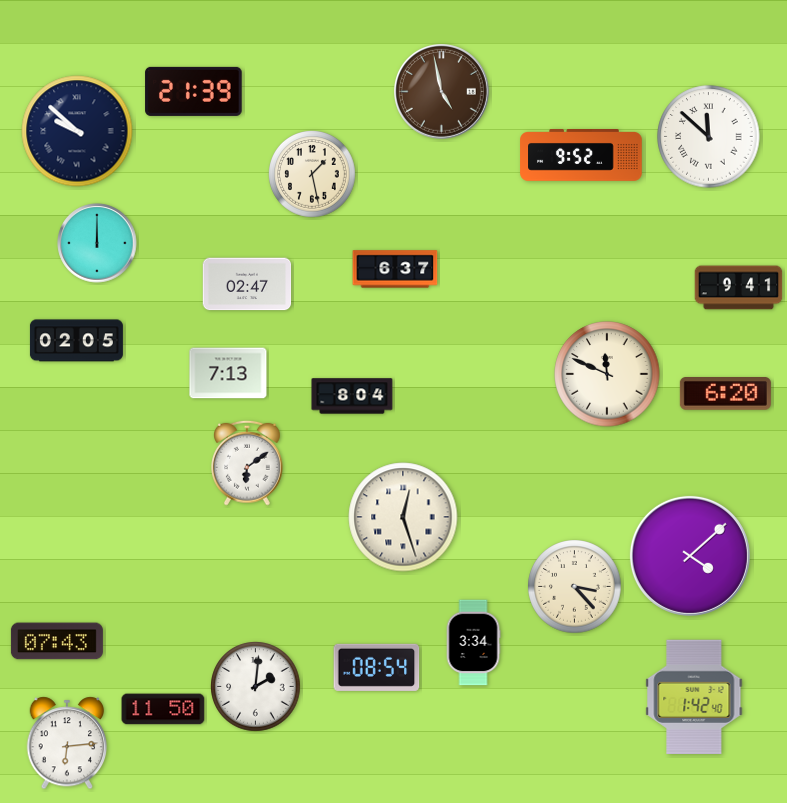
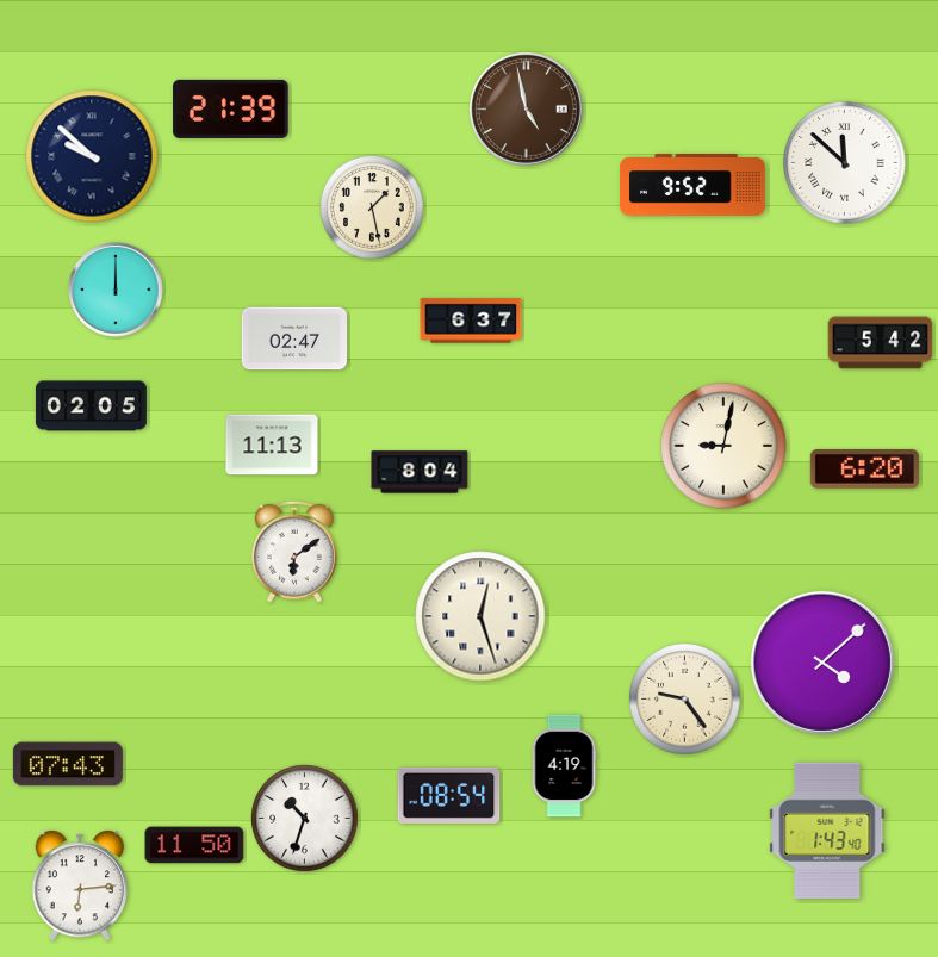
clock at (739, 288): 9:41 -> 5:42
clock at (228, 373): 7:13 -> 11:13
clock at (607, 374): 11:49 -> 9:02
clock at (575, 587): 3:23 -> 9:24
clock at (473, 643): 3:34 -> 4:19
clock at (256, 687): 2:01 -> 10:33
clock at (694, 696): 1:42 -> 1:43
